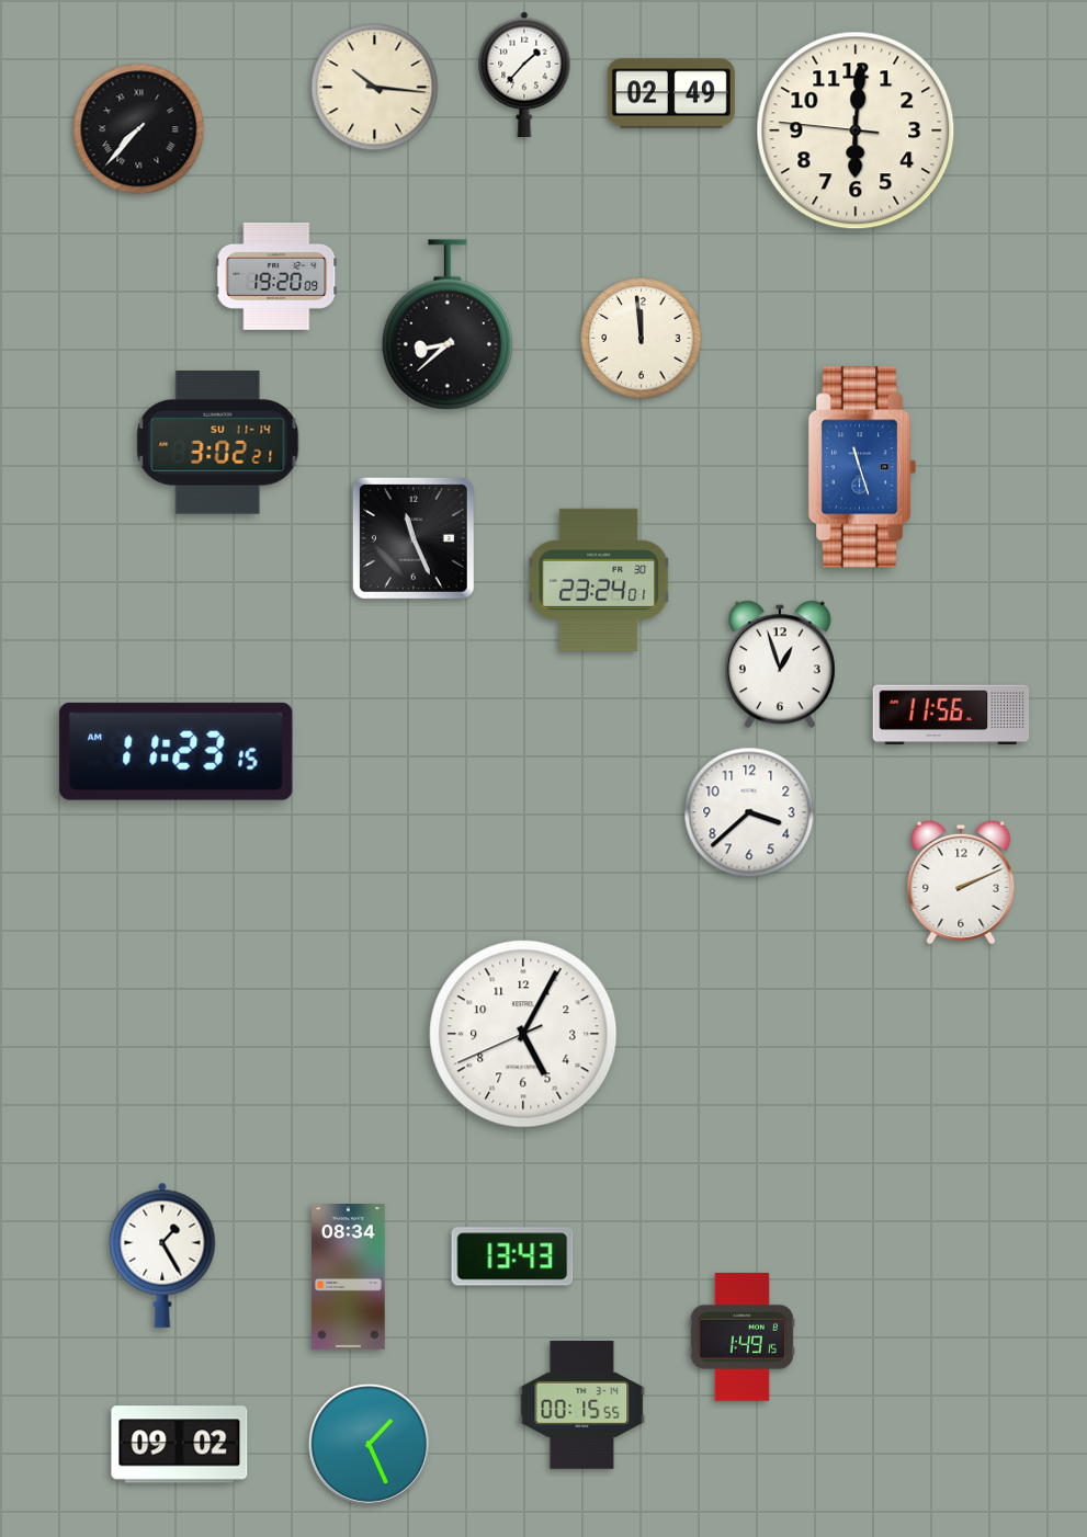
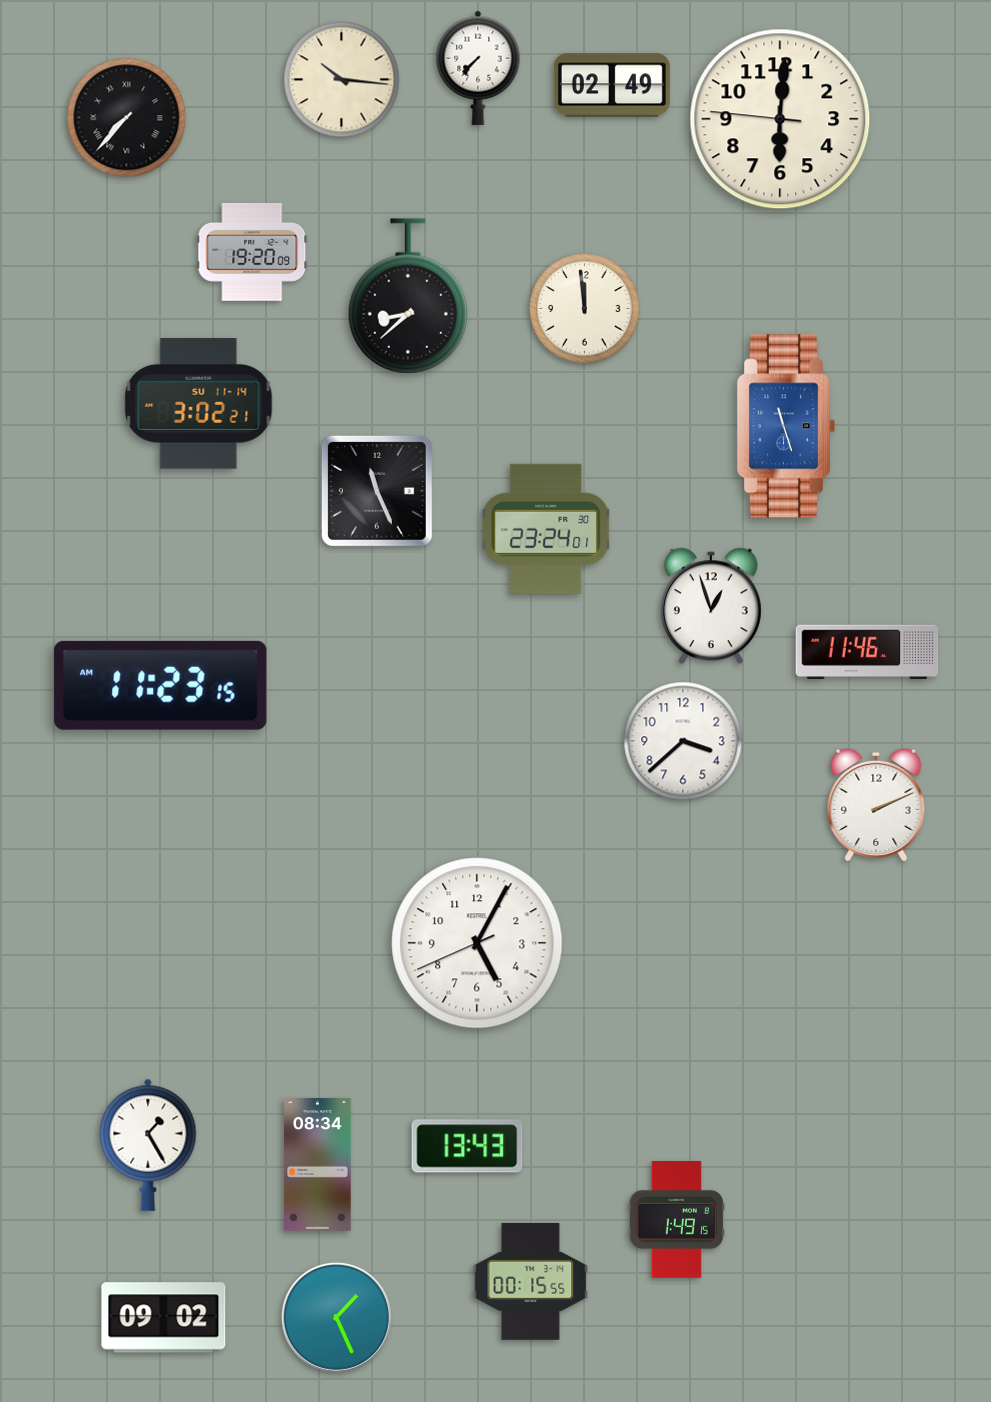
clock at (524, 75): 1:37 -> 7:37
clock at (951, 715): 11:56 -> 11:46
